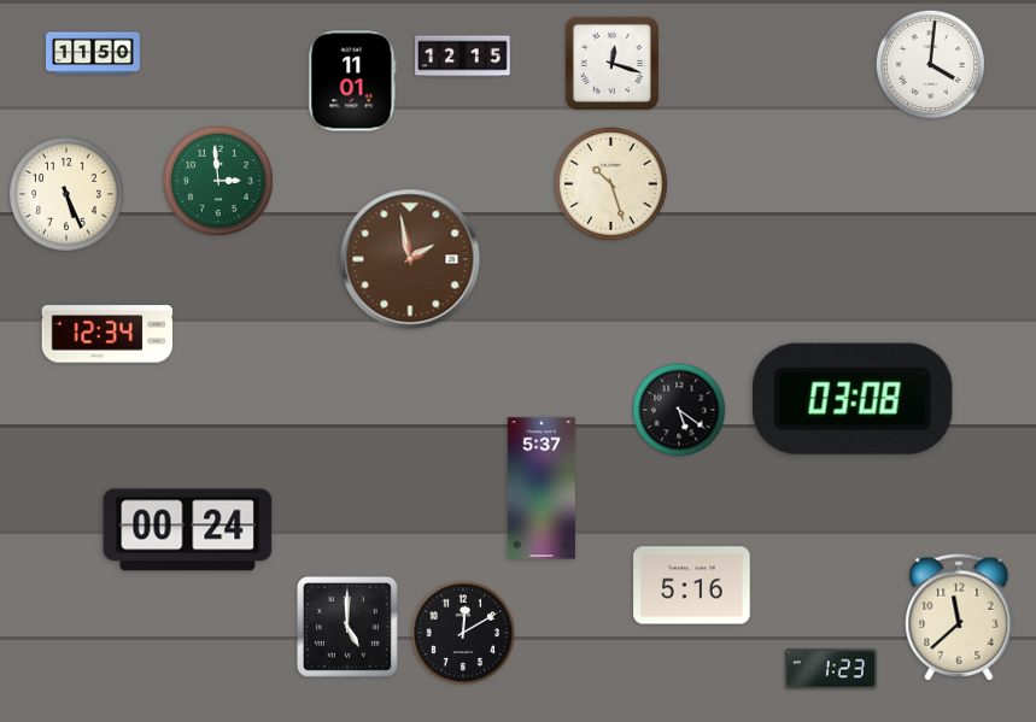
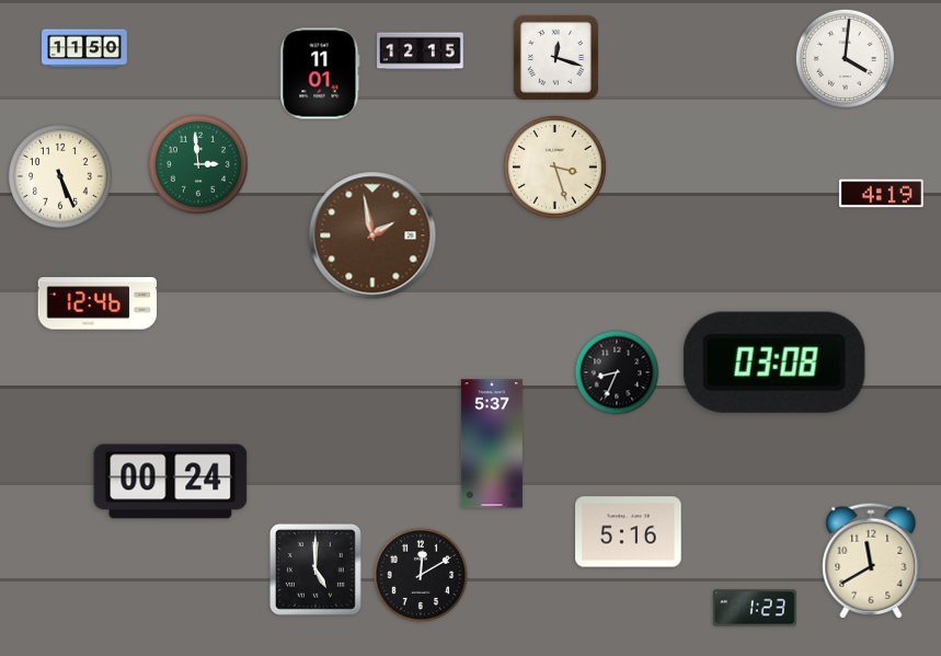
clock at (610, 183): 10:27 -> 3:27
clock at (881, 194): none -> 4:19
clock at (106, 334): 12:34 -> 12:46
clock at (679, 410): 5:21 -> 8:34
clock at (959, 617): 11:38 -> 11:40
